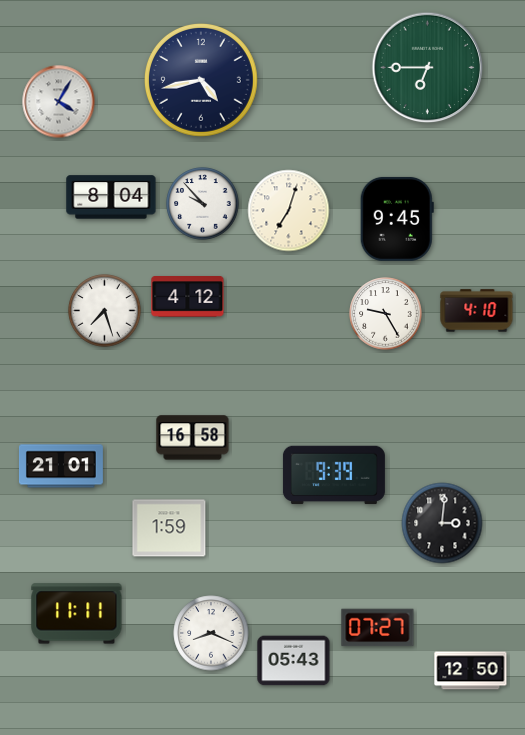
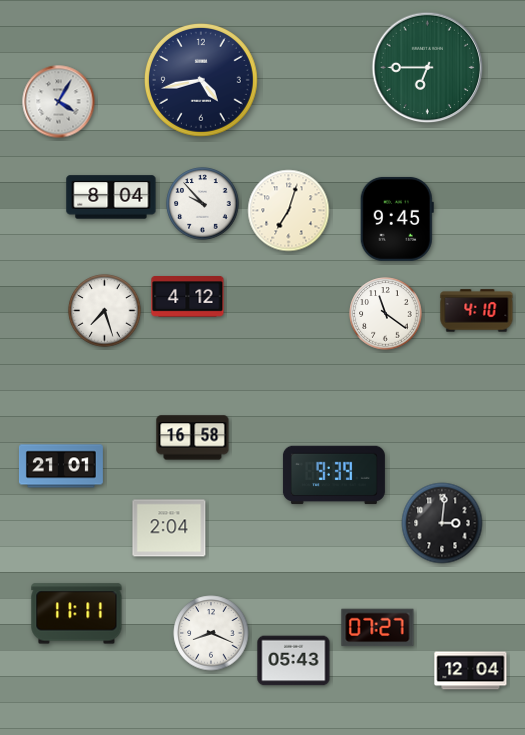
clock at (386, 314): 9:25 -> 11:21
clock at (169, 528): 1:59 -> 2:04
clock at (471, 671): 12:50 -> 12:04
